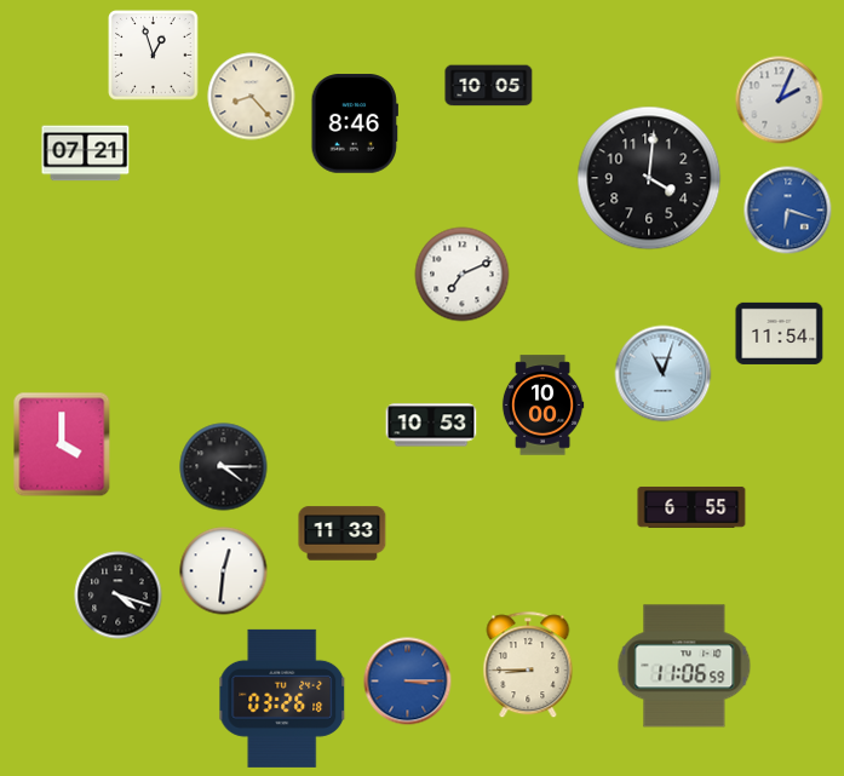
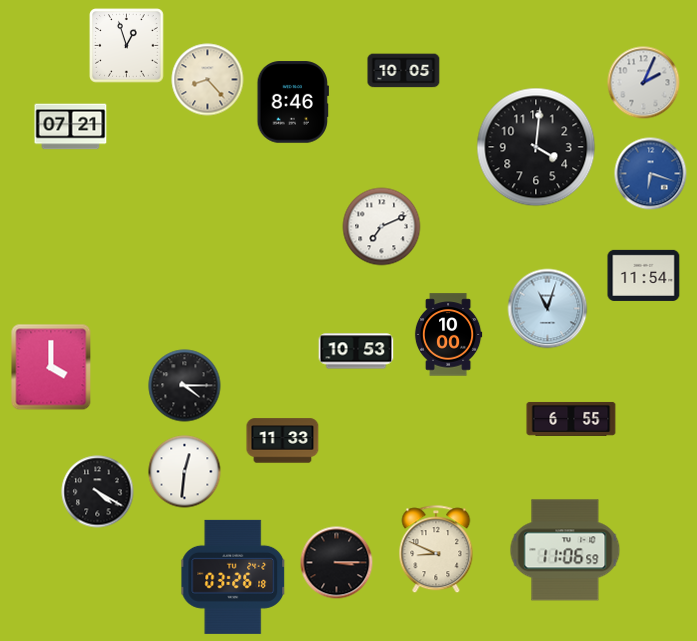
clock at (119, 596): 4:18 -> 4:20
clock at (528, 666): 8:45 -> 8:49
clock at (408, 682) dial: blue -> black
